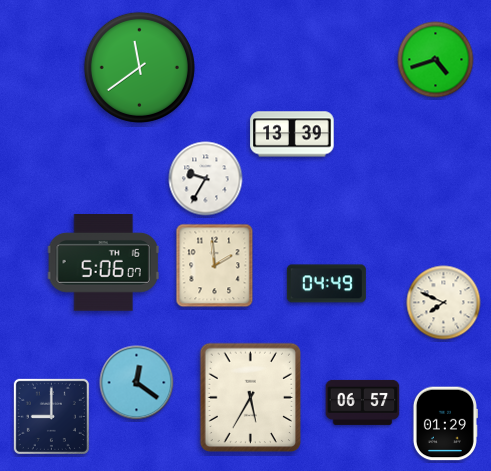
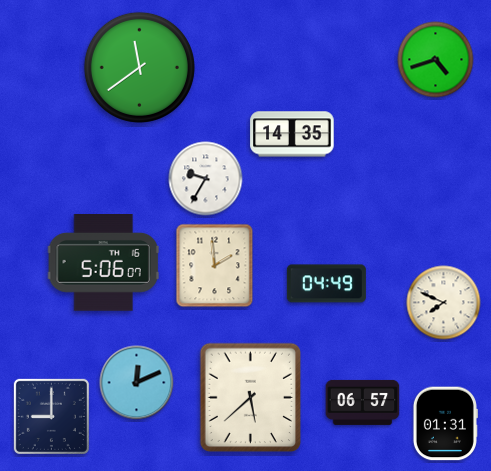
clock at (292, 134): 13:39 -> 14:35
clock at (137, 383): 12:21 -> 12:11
clock at (251, 398): 5:35 -> 5:38
clock at (445, 424): 01:29 -> 01:31
